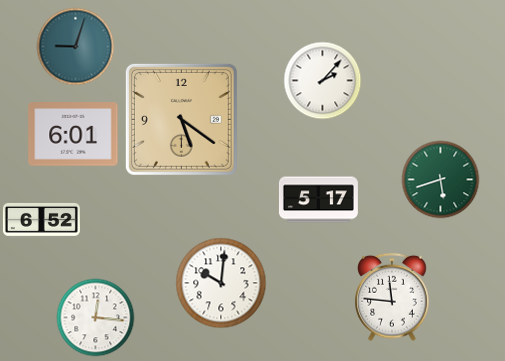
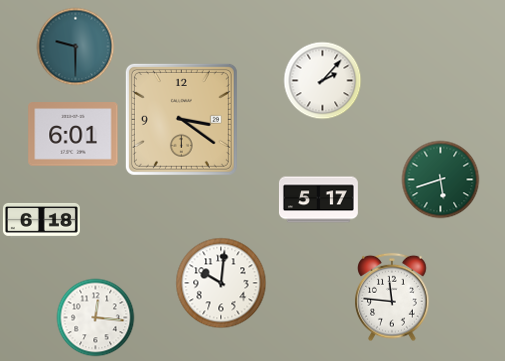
clock at (75, 46): 9:03 -> 9:30
clock at (181, 119): 5:21 -> 3:21
clock at (41, 221): 6:52 -> 6:18
